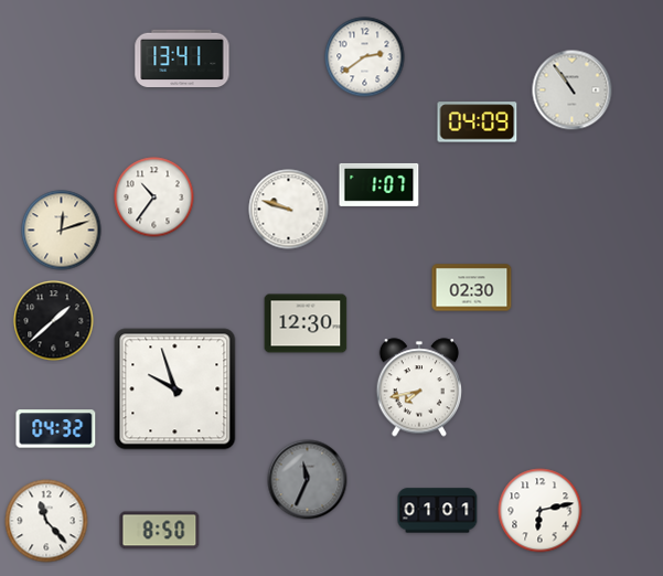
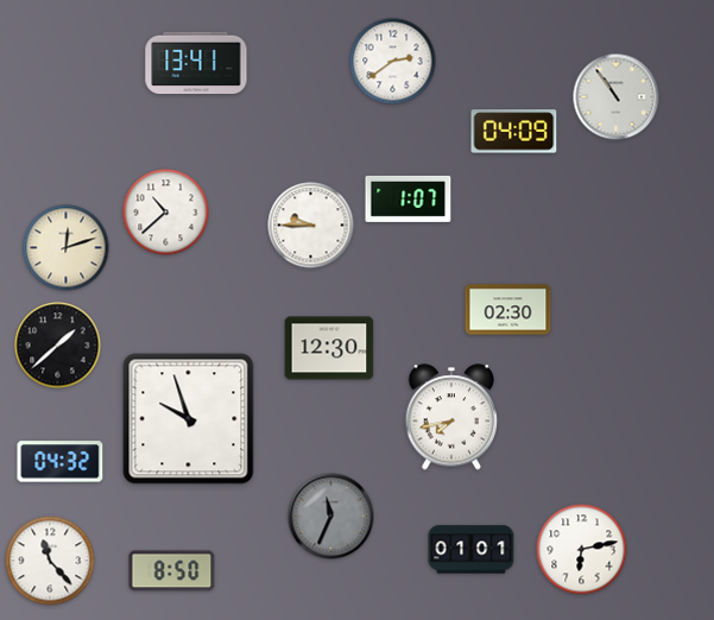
clock at (154, 198): 10:36 -> 10:38
clock at (289, 210): 9:48 -> 9:45
